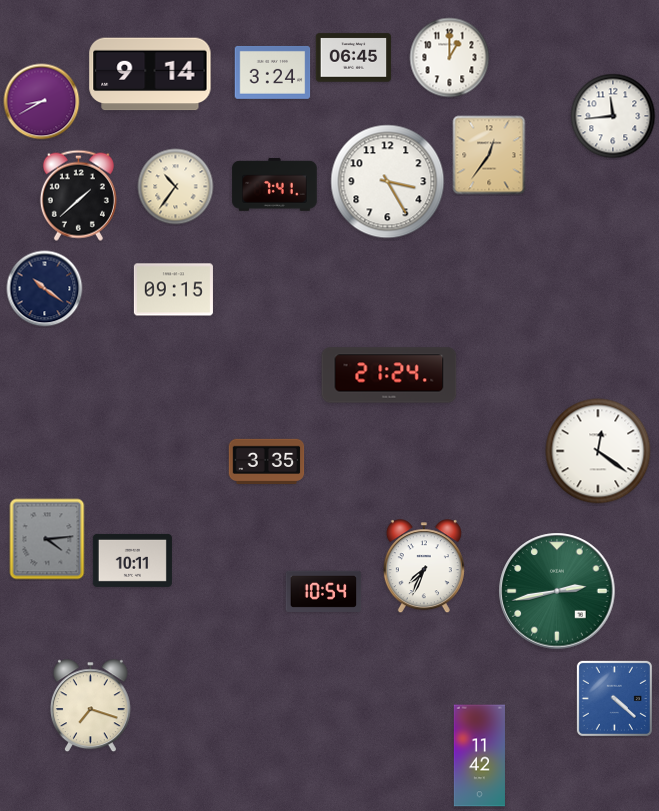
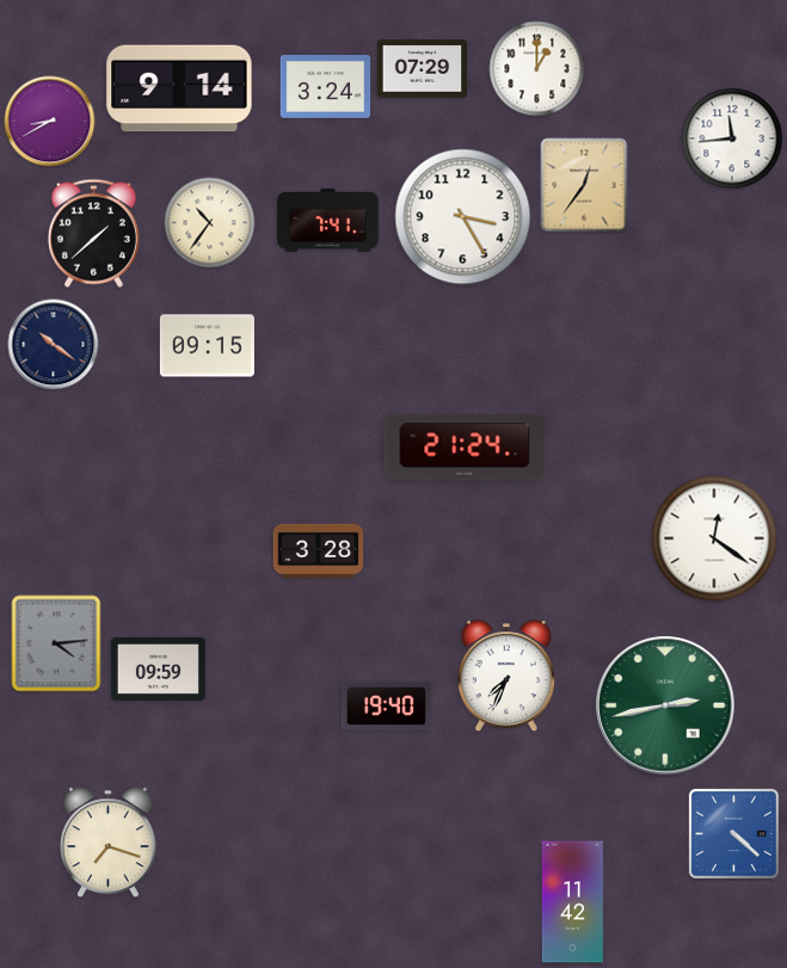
clock at (354, 58): 06:45 -> 07:29
clock at (267, 461): 3:35 -> 3:28
clock at (132, 560): 10:11 -> 09:59
clock at (324, 591): 10:54 -> 19:40
